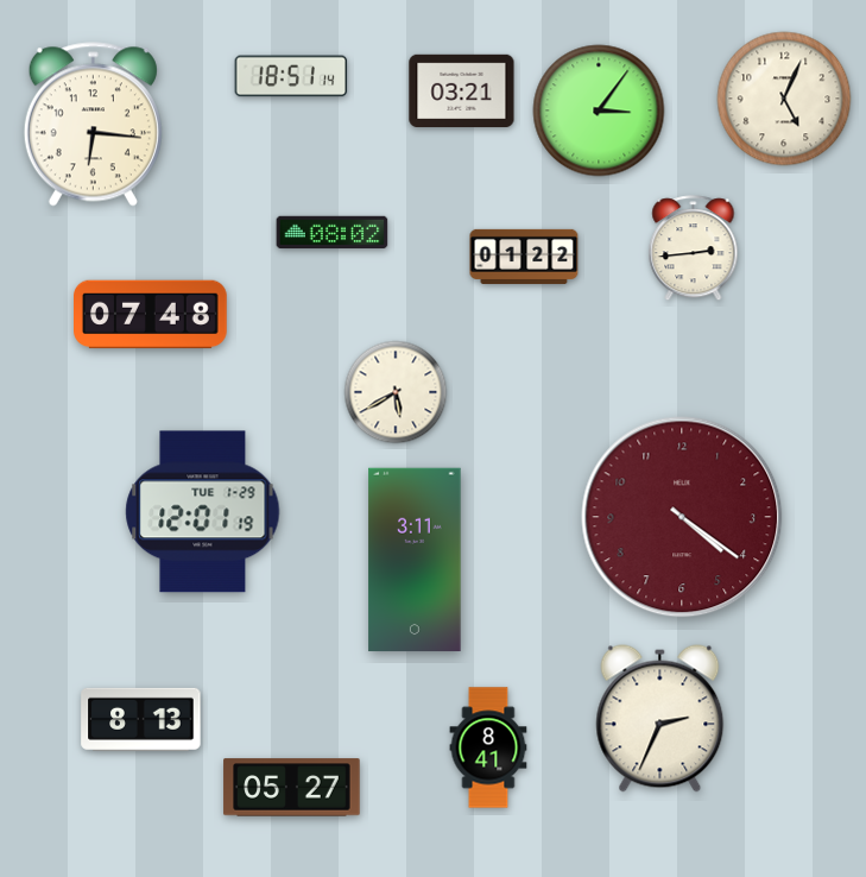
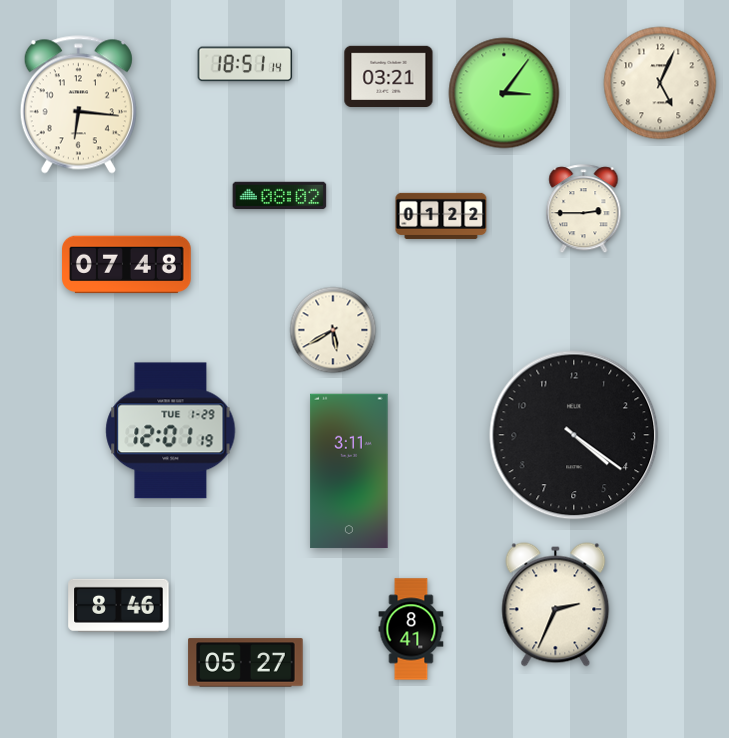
clock at (694, 248): 2:44 -> 2:45
clock at (682, 517) dial: burgundy -> black
clock at (141, 719): 8:13 -> 8:46
